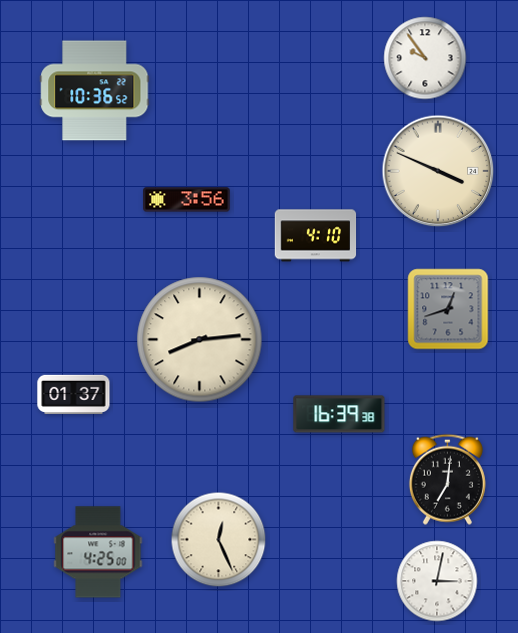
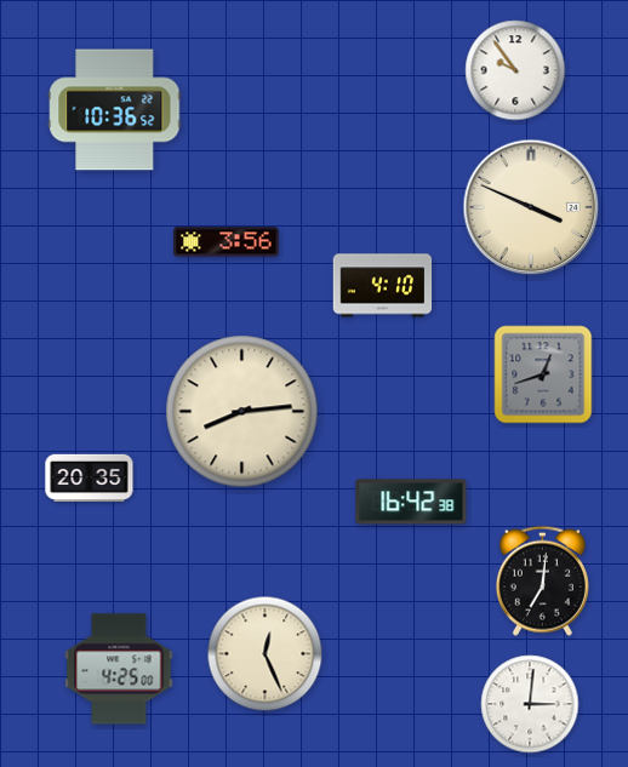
clock at (74, 394): 01:37 -> 20:35
clock at (339, 414): 16:39 -> 16:42
clock at (437, 581): 3:02 -> 3:01
